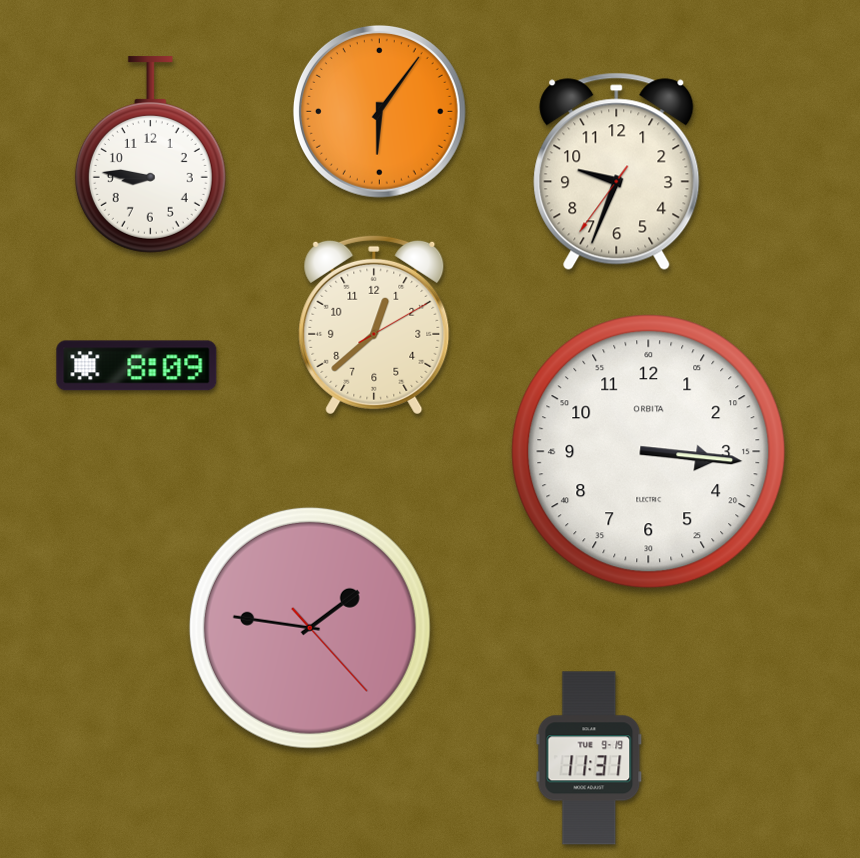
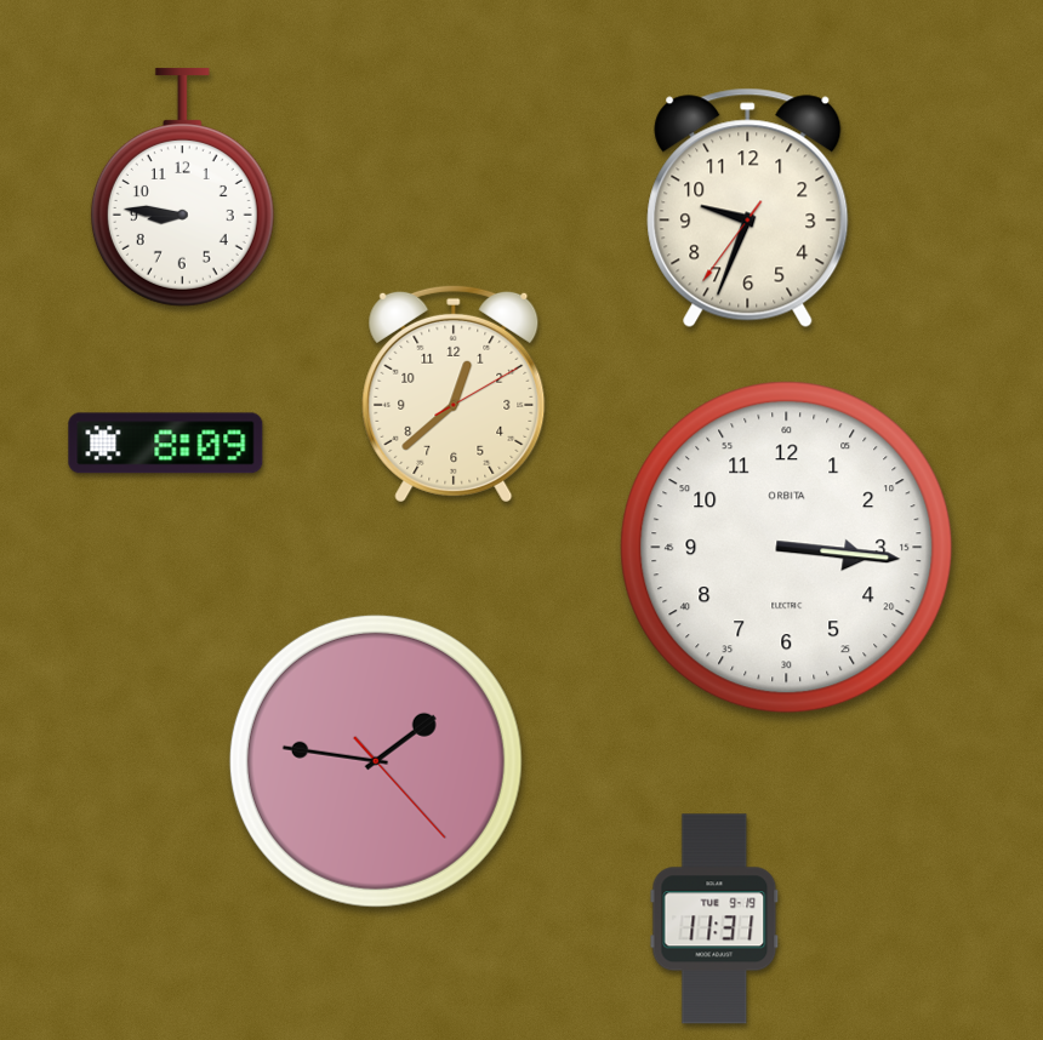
clock at (379, 111): 6:06 -> none
